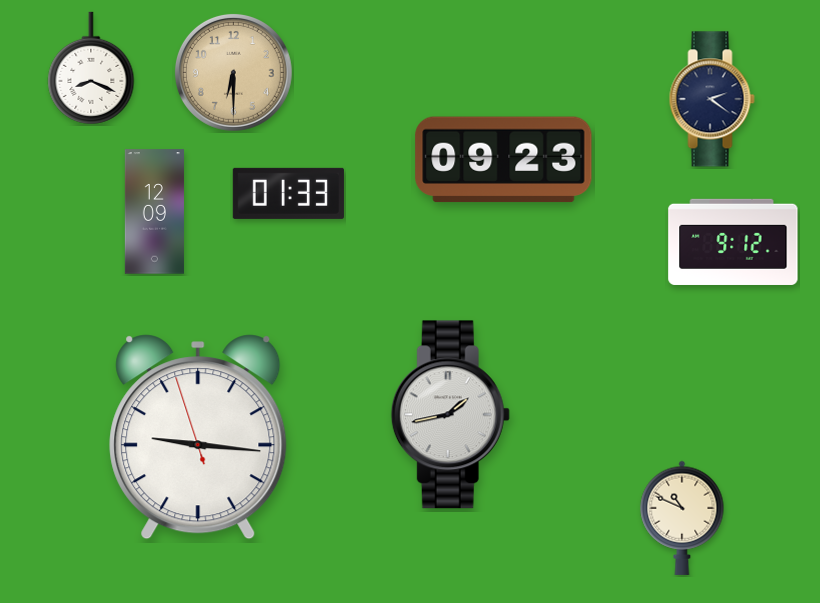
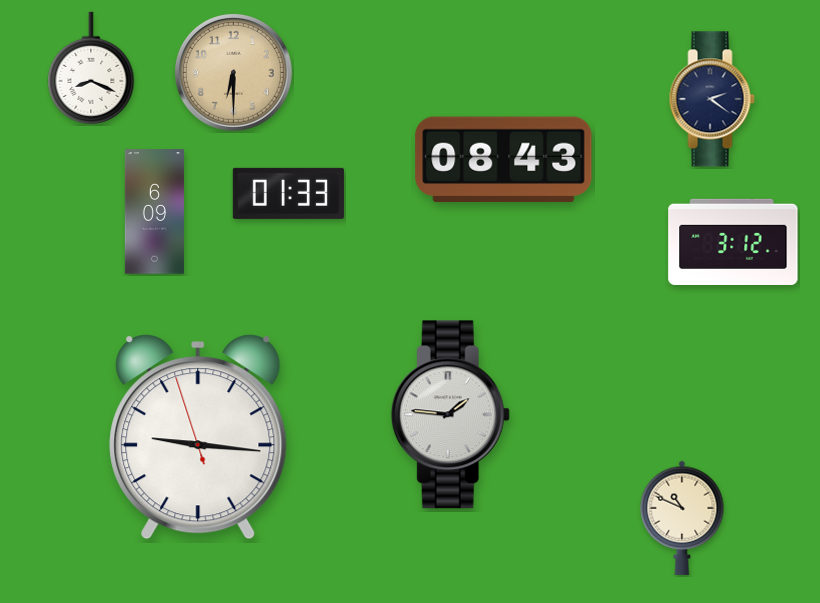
clock at (504, 160): 09:23 -> 08:43
clock at (154, 212): 12:09 -> 6:09
clock at (733, 242): 9:12 -> 3:12
clock at (450, 415): 1:43 -> 1:46
